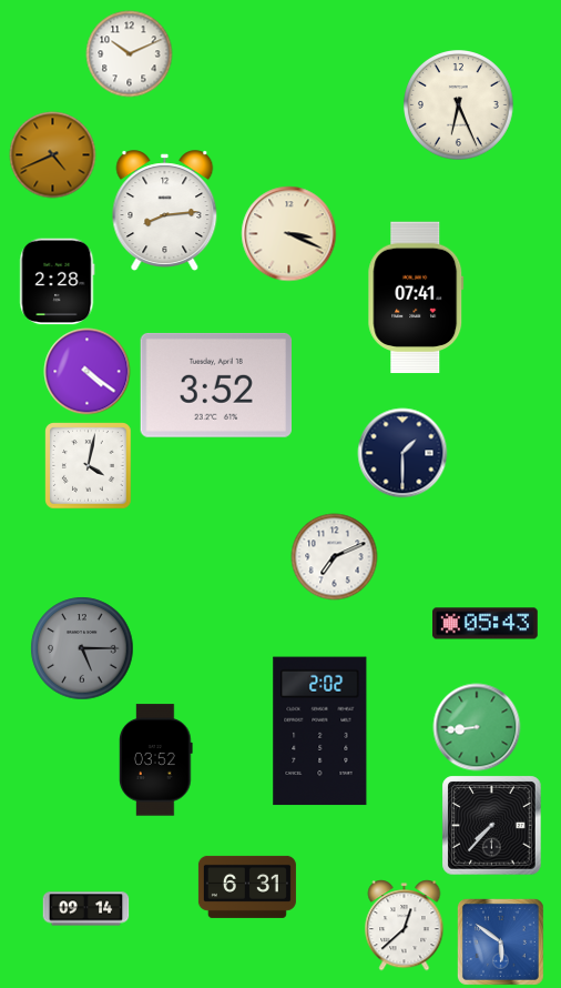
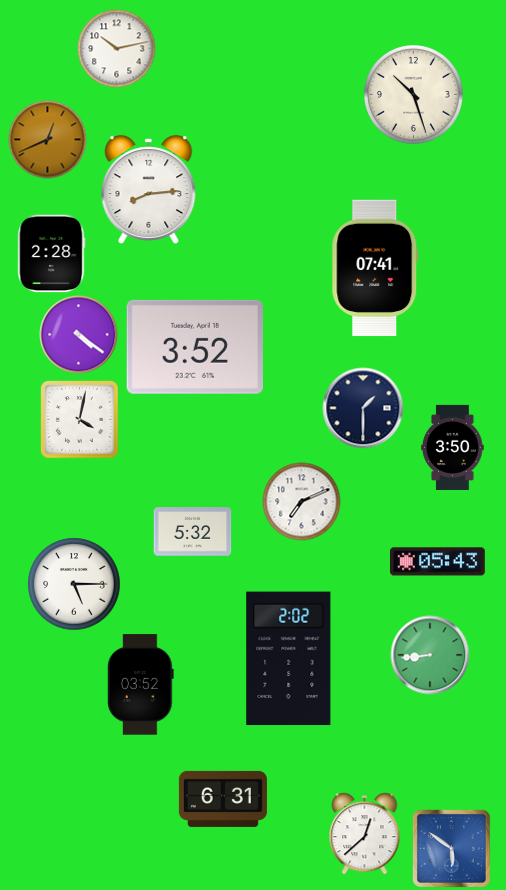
clock at (129, 53): 10:11 -> 10:13
clock at (459, 105): 6:26 -> 10:27
clock at (52, 154): 4:41 -> 12:41
clock at (288, 233): 3:19 -> none
clock at (453, 447): none -> 3:50
clock at (192, 532): none -> 5:32
clock at (82, 648) dial: grey -> white
clock at (491, 825): 7:37 -> none
clock at (85, 909): 09:14 -> none
